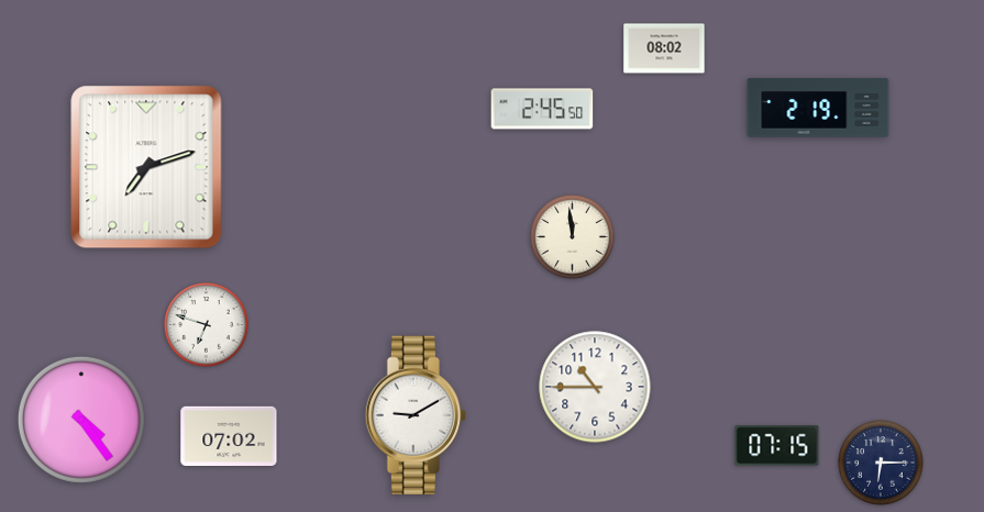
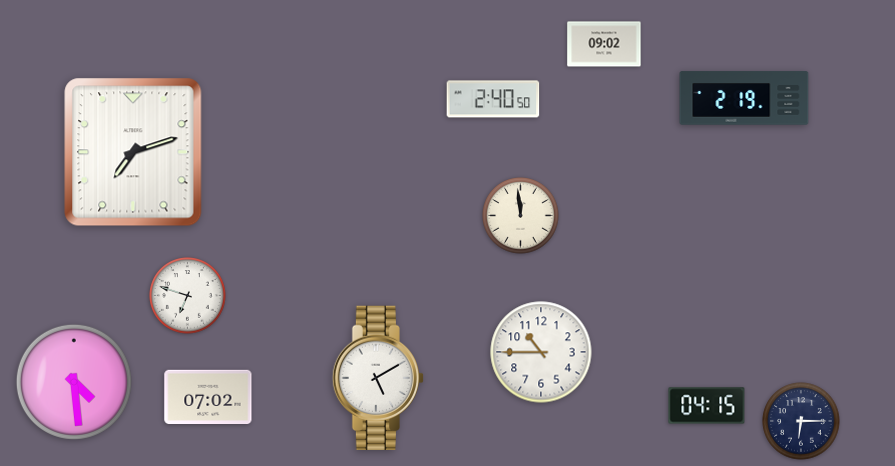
clock at (664, 48): 08:02 -> 09:02
clock at (542, 109): 2:45 -> 2:40
clock at (414, 415): 9:10 -> 5:10
clock at (81, 420): 4:24 -> 4:29
clock at (777, 446): 07:15 -> 04:15
